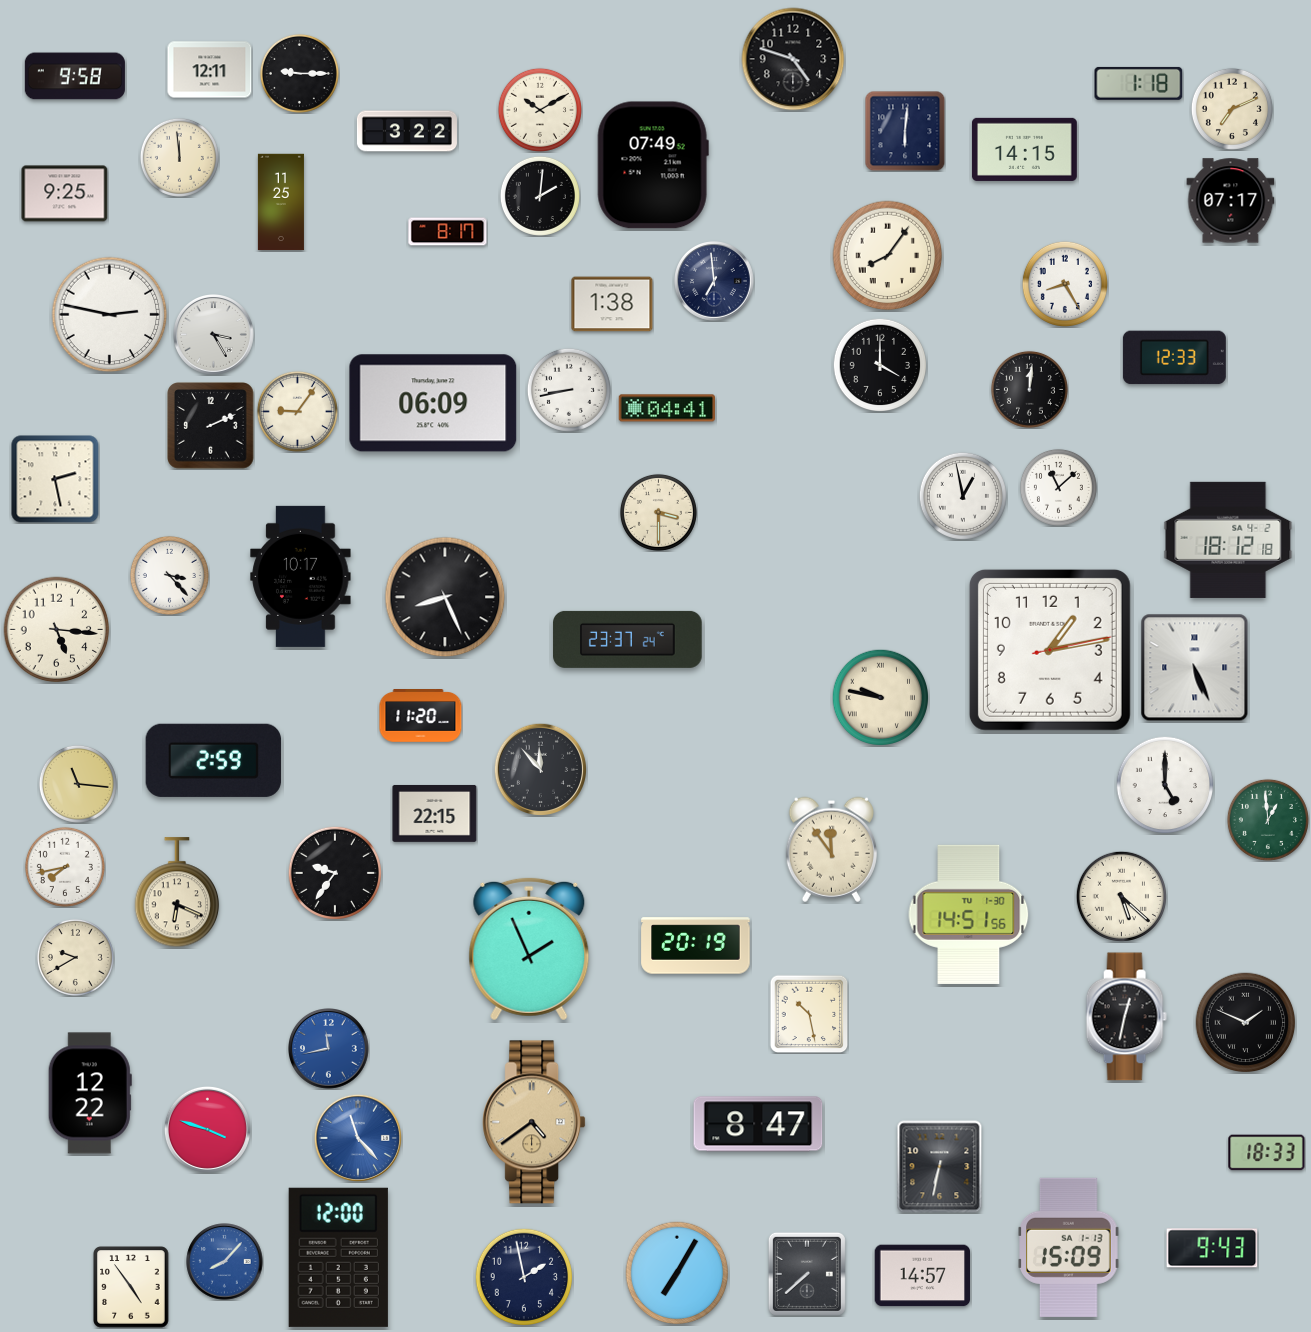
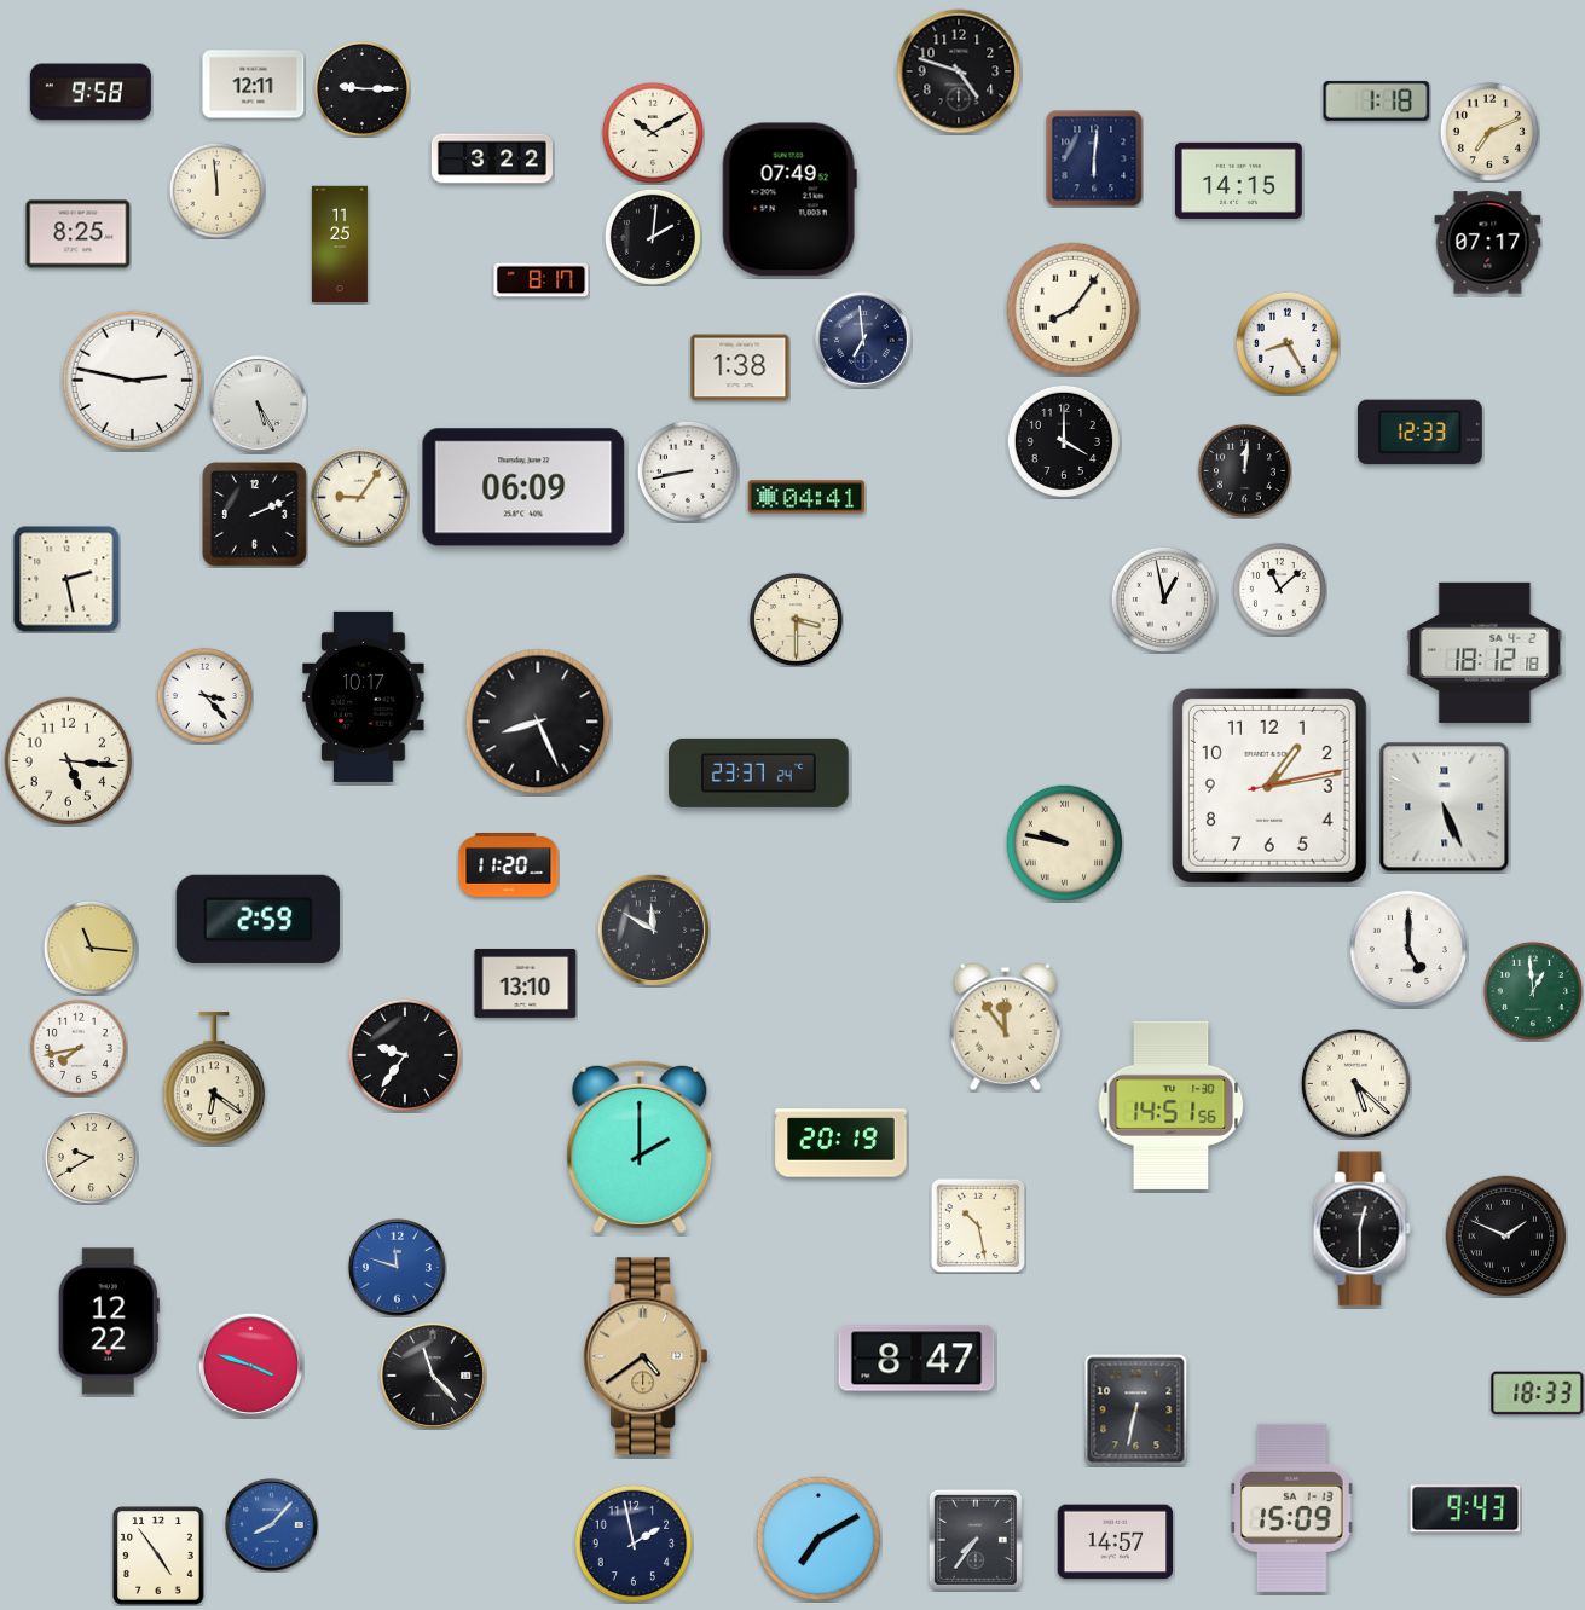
clock at (65, 194): 9:25 -> 8:25
clock at (214, 335): 3:25 -> 5:25
clock at (666, 408) position: (666, 408) -> (805, 497)
clock at (540, 769): 11:53 -> 11:50
clock at (78, 784) position: (78, 784) -> (91, 948)
clock at (435, 814): 22:15 -> 13:10
clock at (177, 893): 6:19 -> 6:21
clock at (529, 949): 1:56 -> 2:00
clock at (1126, 1017): 12:32 -> 12:30
clock at (329, 1049): 11:43 -> 11:48
clock at (358, 1138) dial: blue -> black
clock at (1267, 1153) position: (1267, 1153) -> (1538, 1394)
clock at (338, 1257): 12:00 -> none
clock at (677, 1273): 7:05 -> 7:10
clock at (807, 1274): 7:38 -> 7:36
